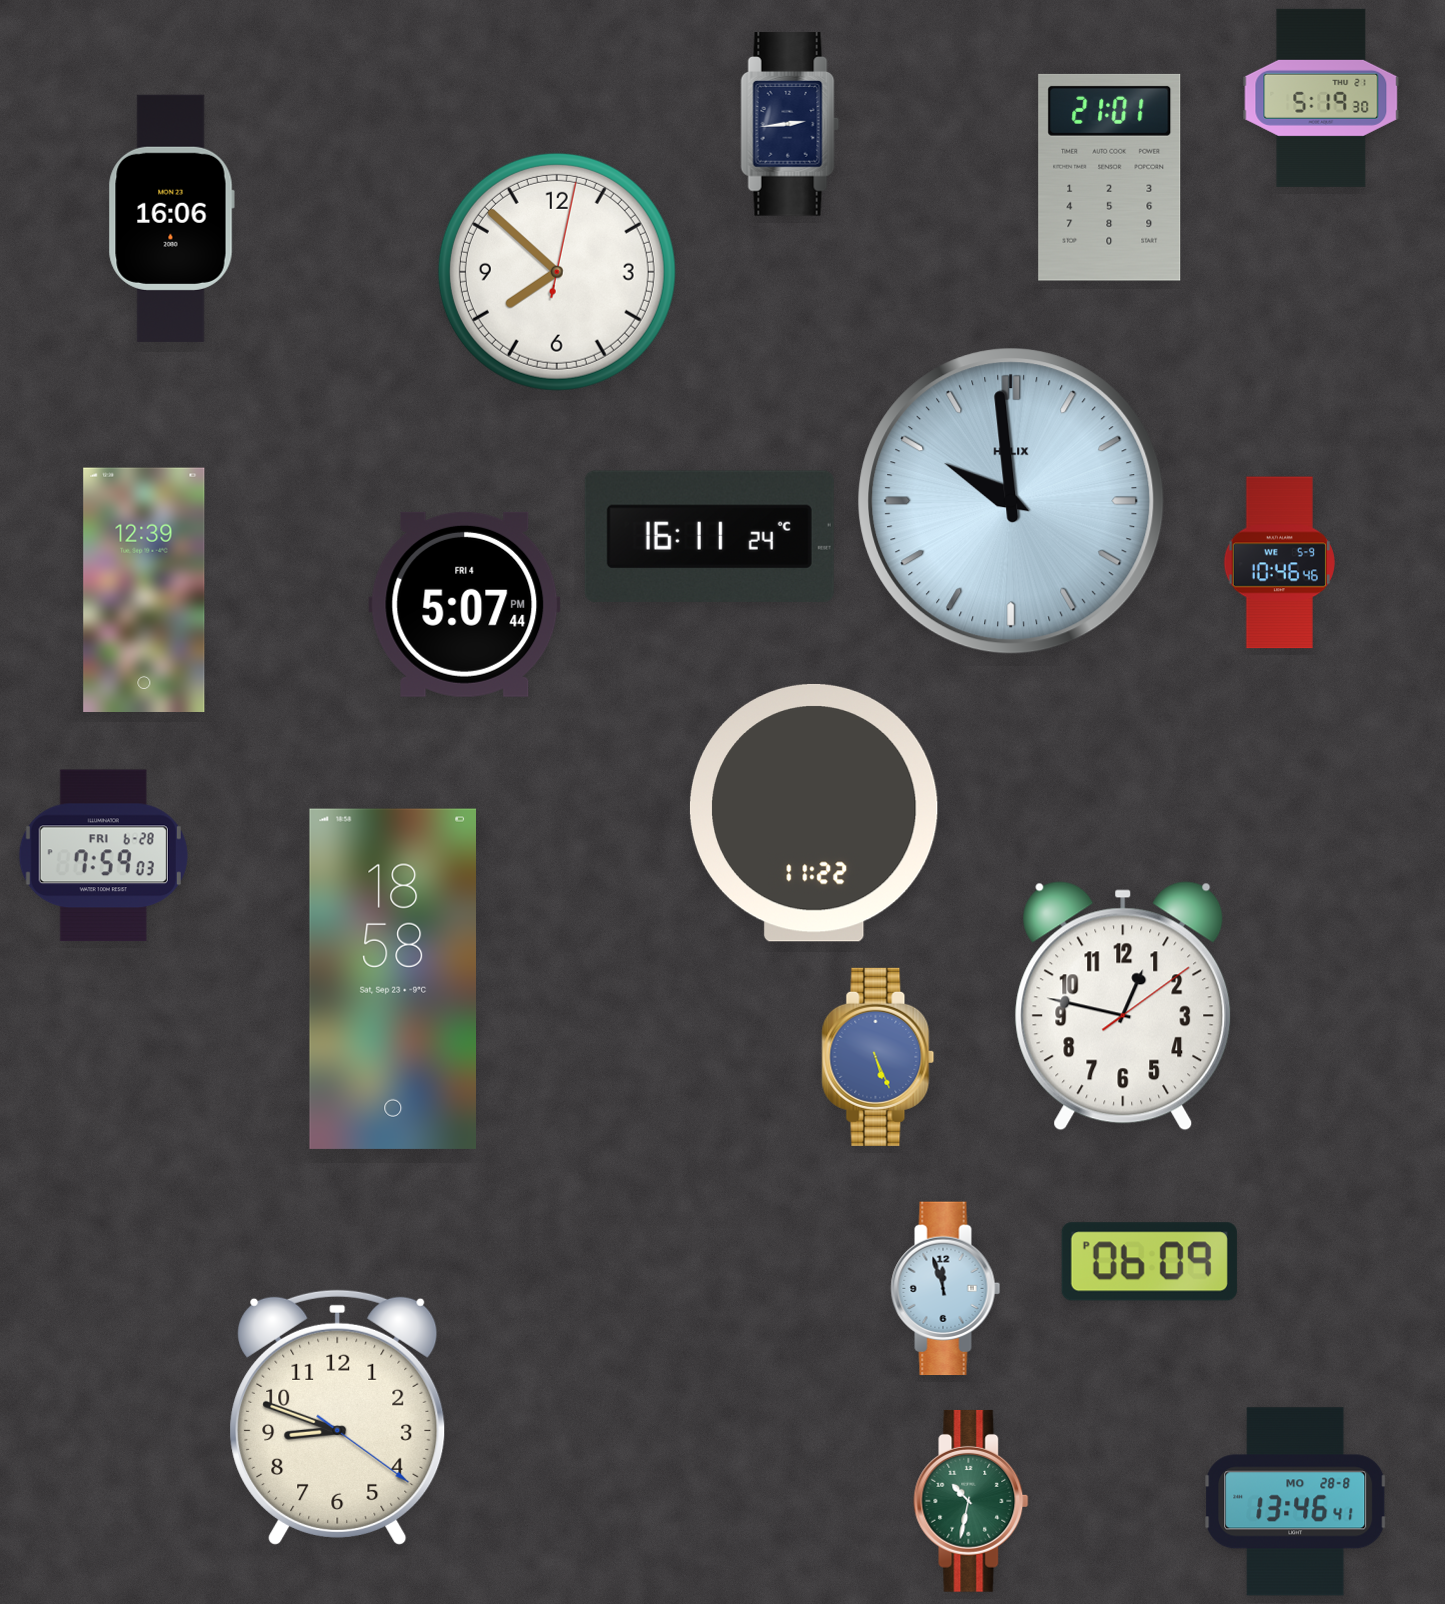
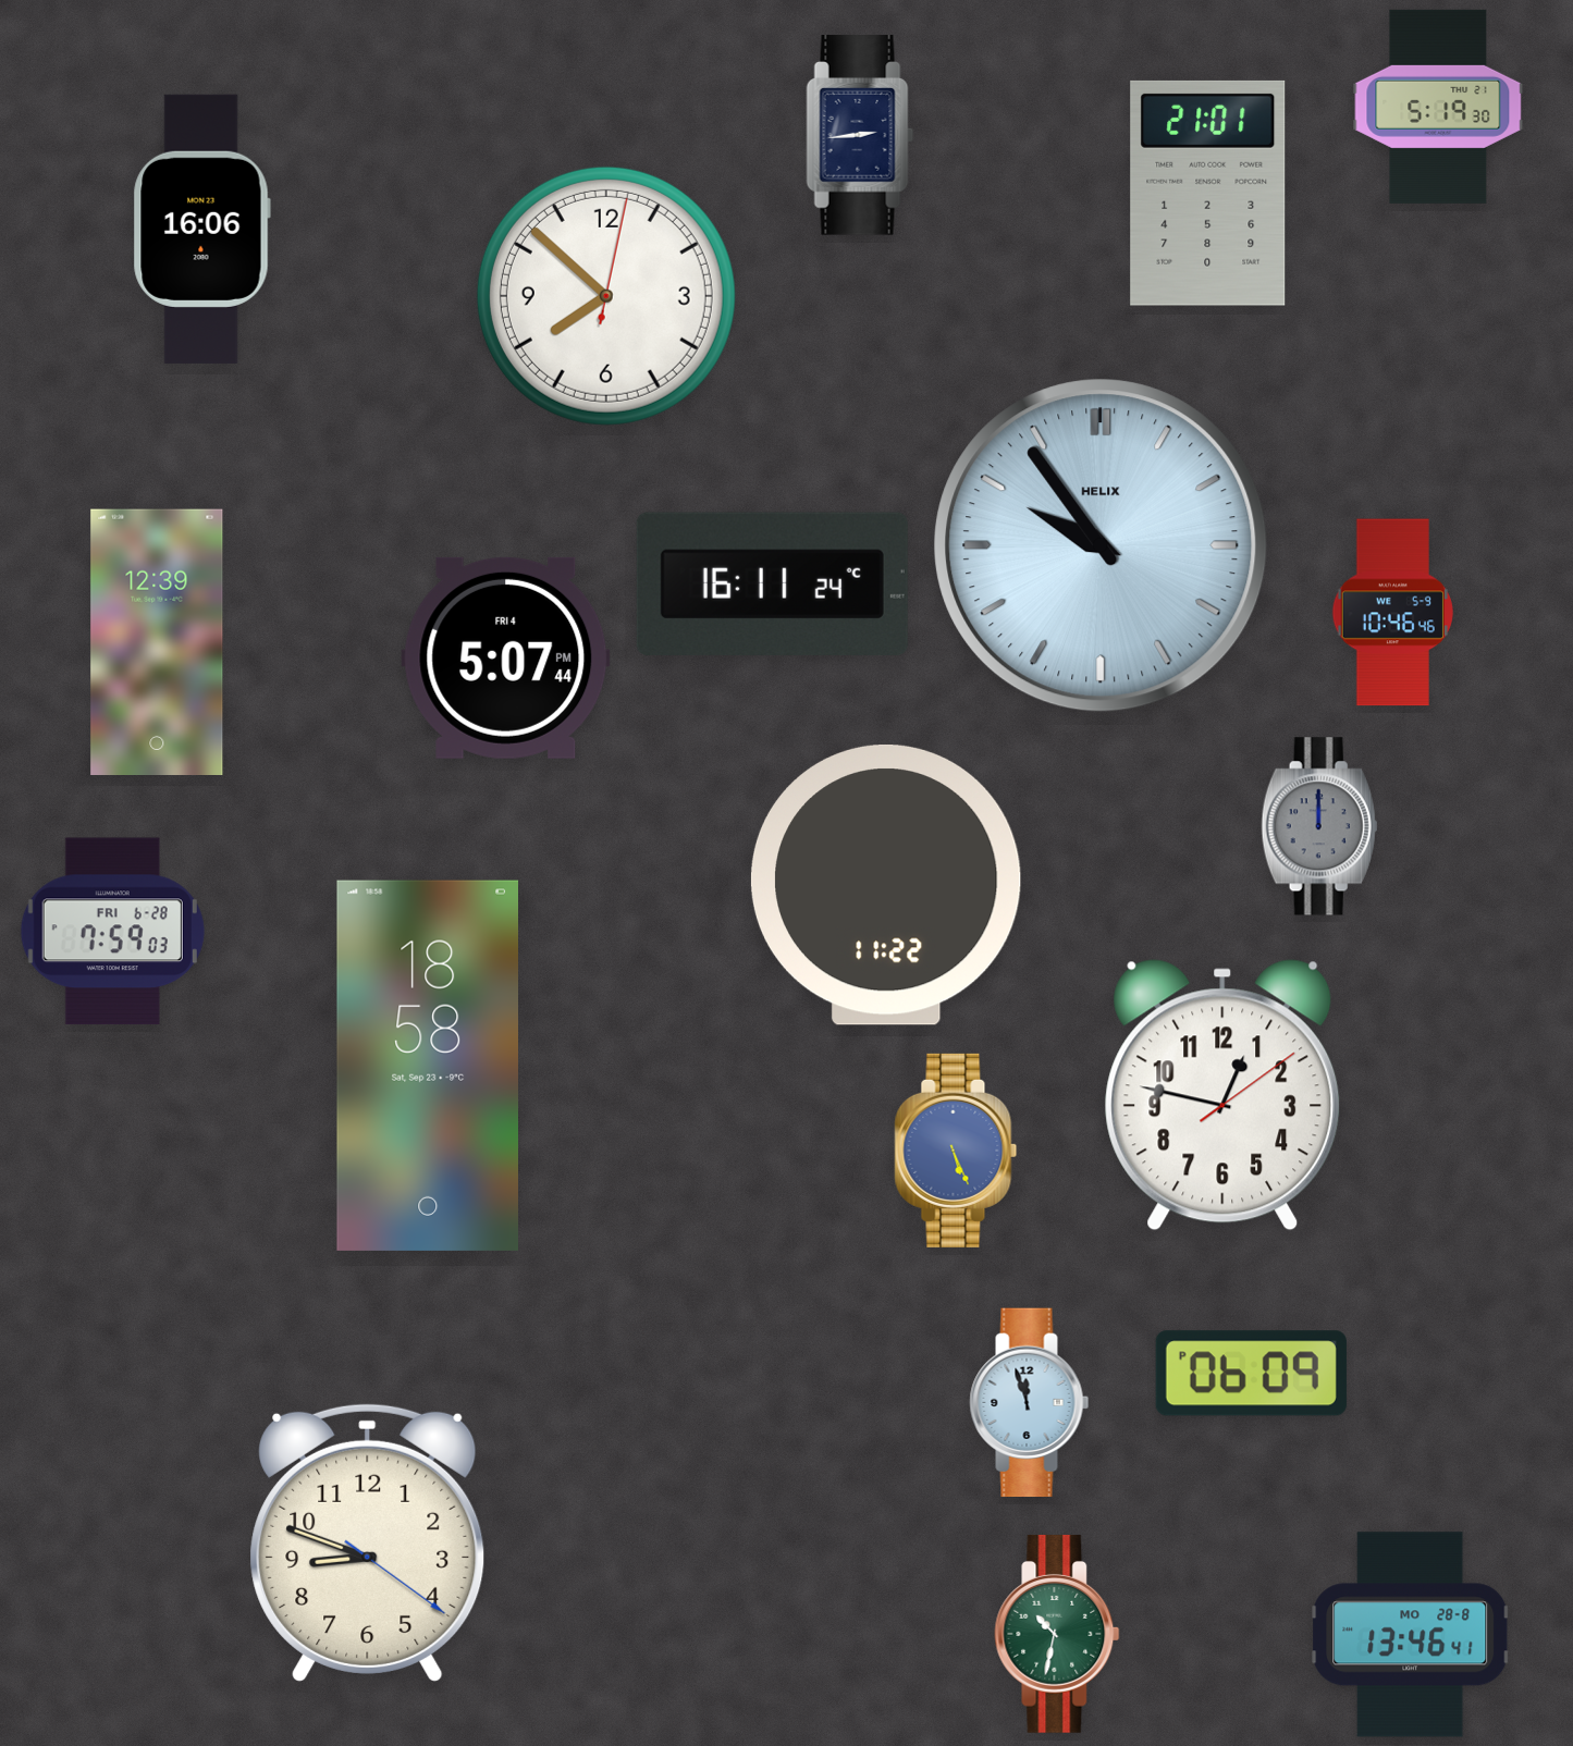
clock at (171, 218) position: (171, 218) -> (201, 229)
clock at (1011, 501): 9:59 -> 9:54
clock at (1319, 826): none -> 12:00
